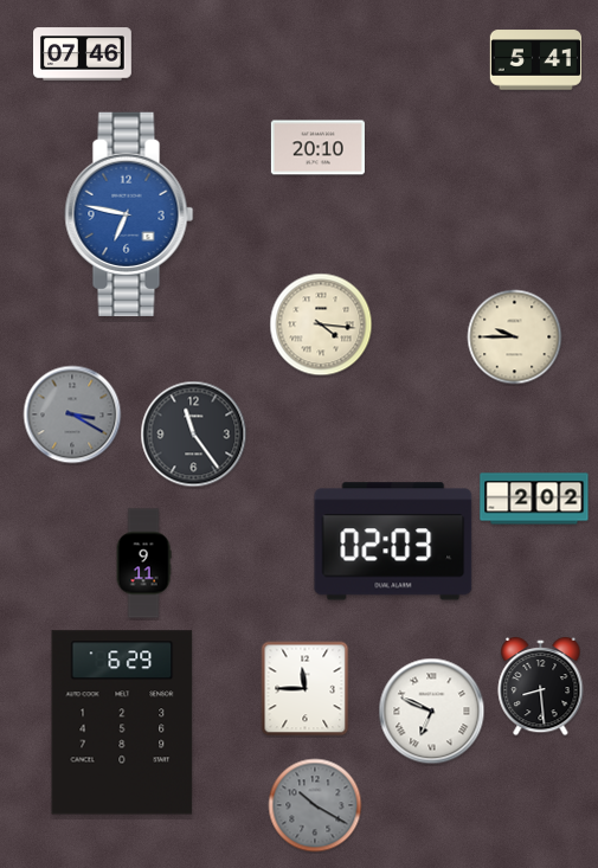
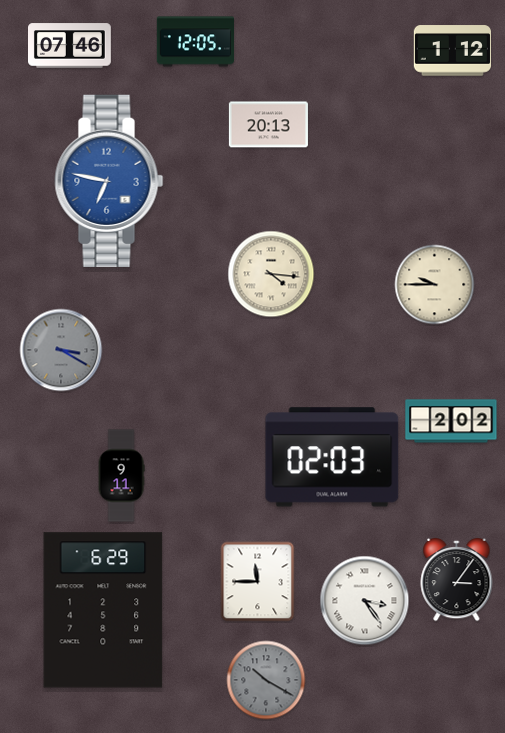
clock at (195, 42): none -> 12:05
clock at (535, 60): 5:41 -> 1:12
clock at (317, 148): 20:10 -> 20:13
clock at (194, 435): 11:24 -> none
clock at (541, 687): 8:29 -> 3:06
clock at (432, 712): 6:49 -> 3:24
